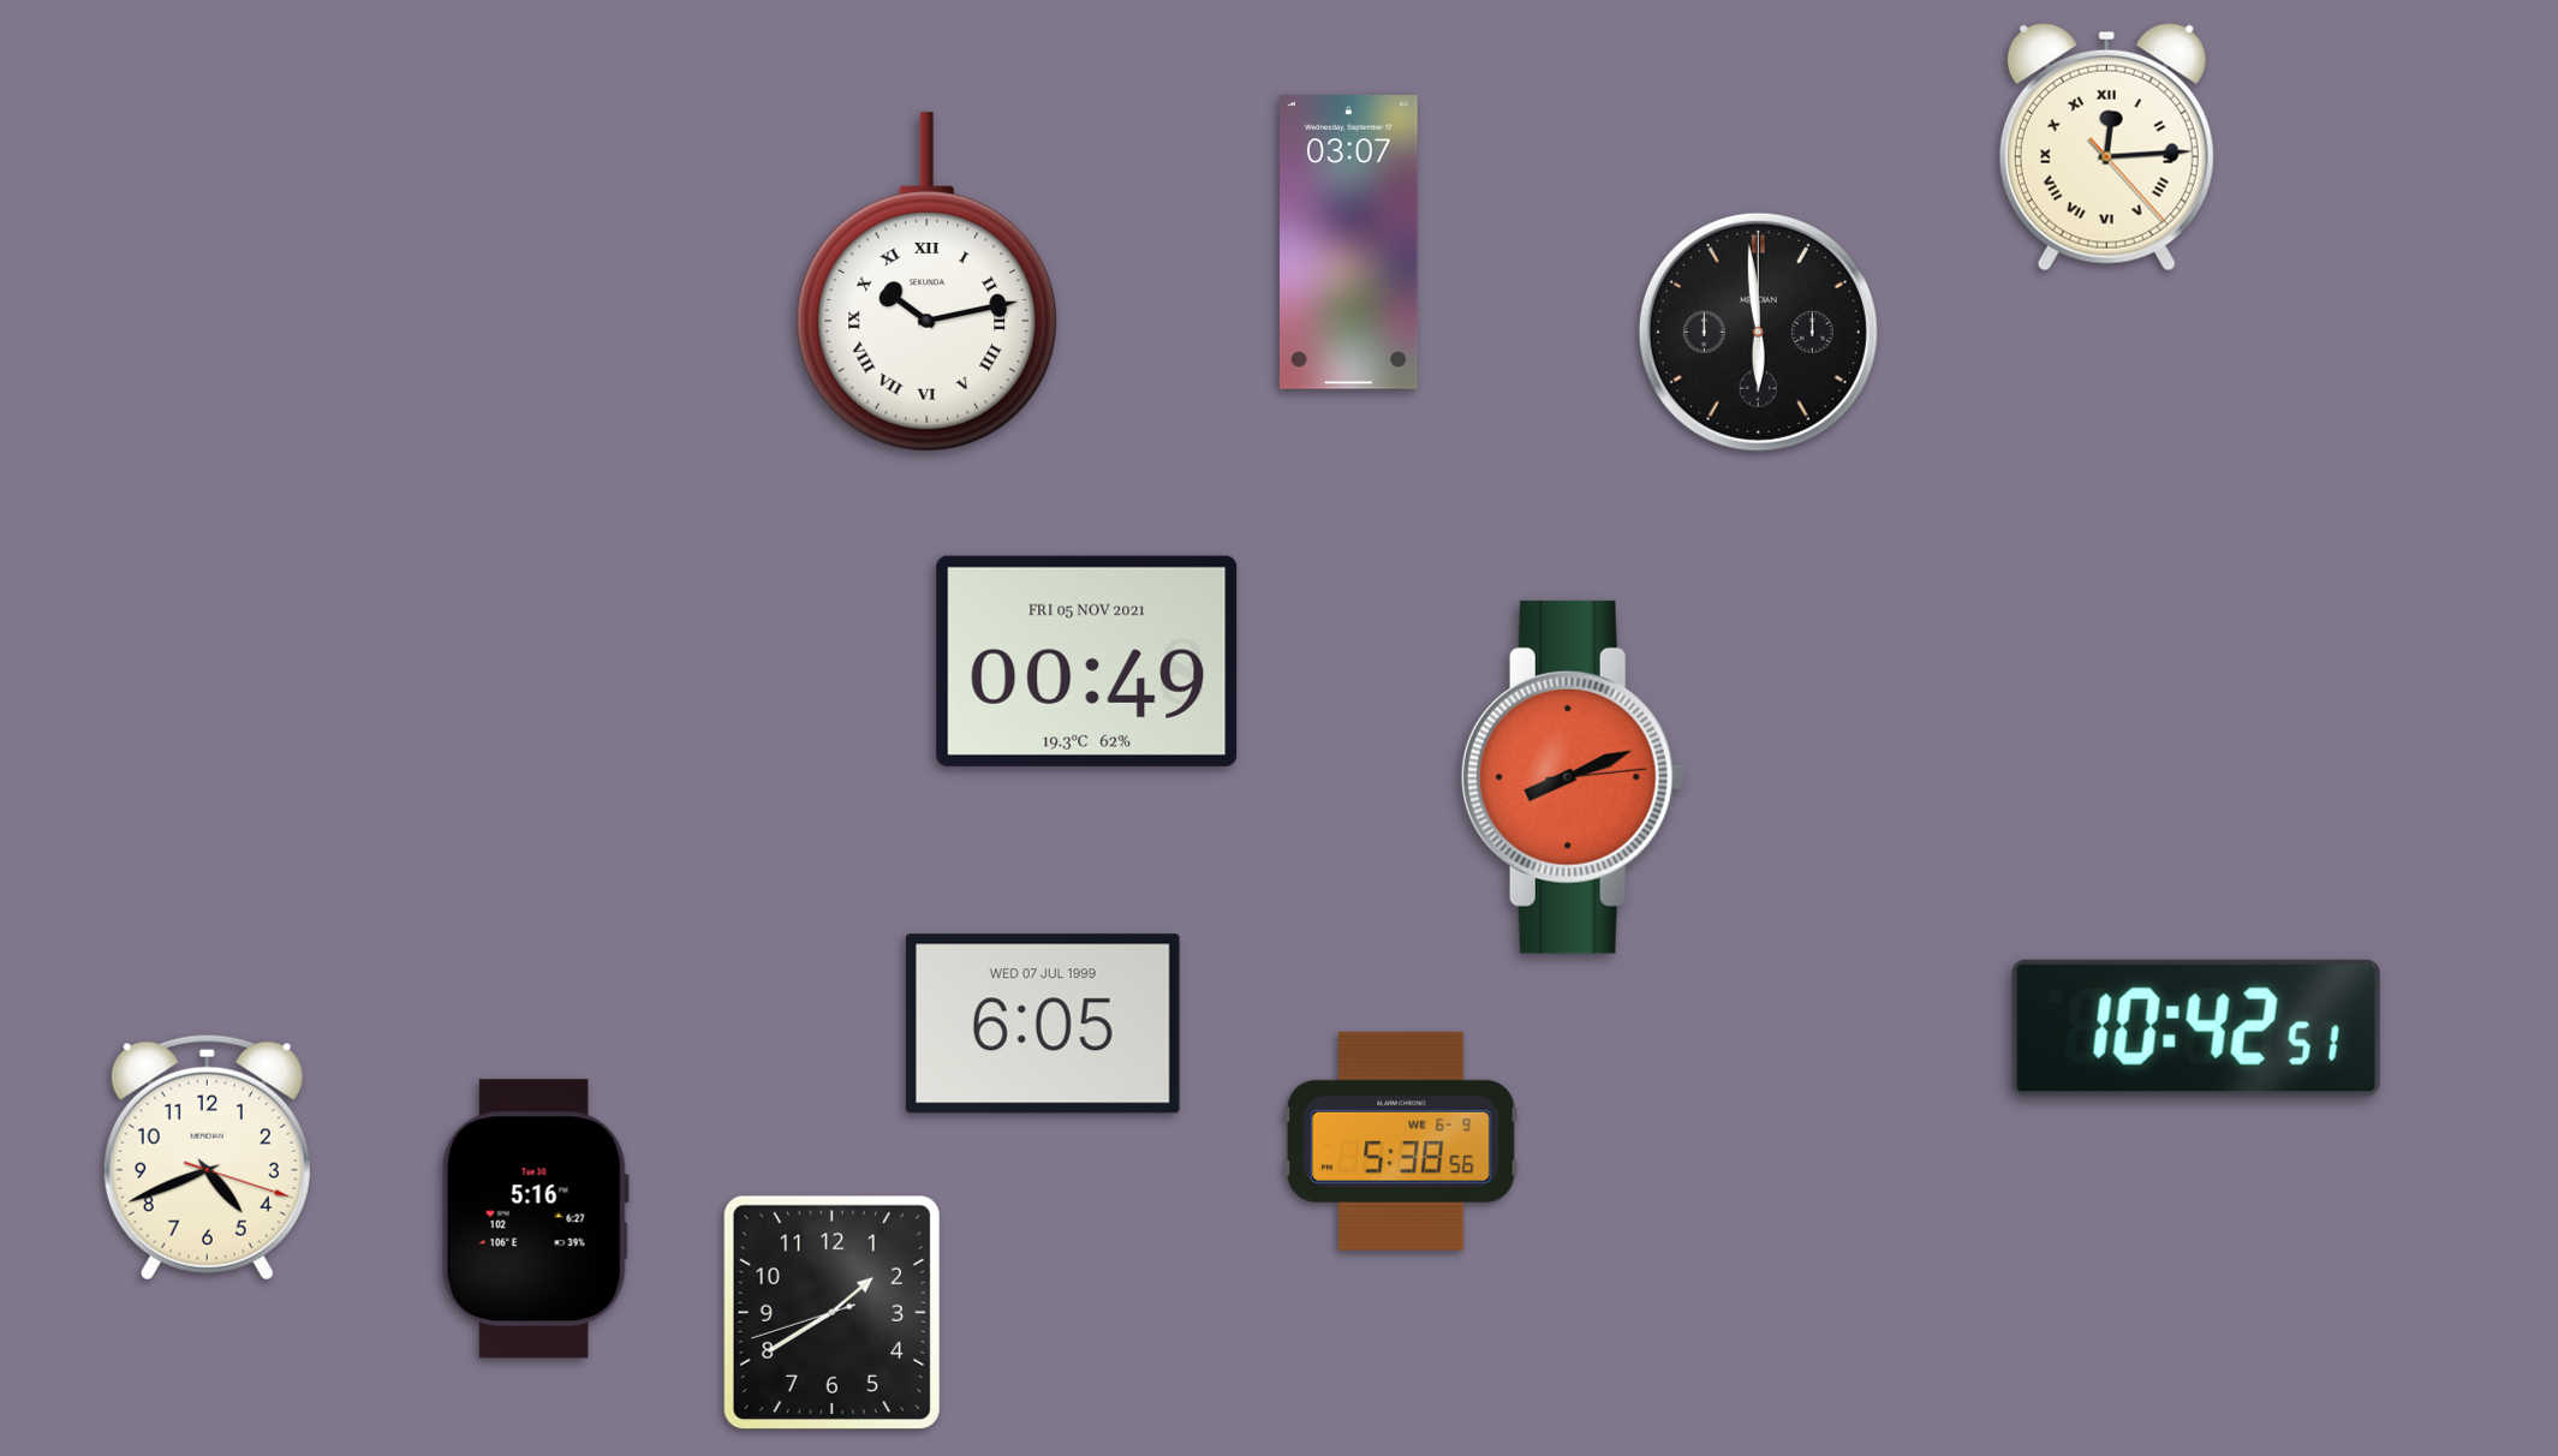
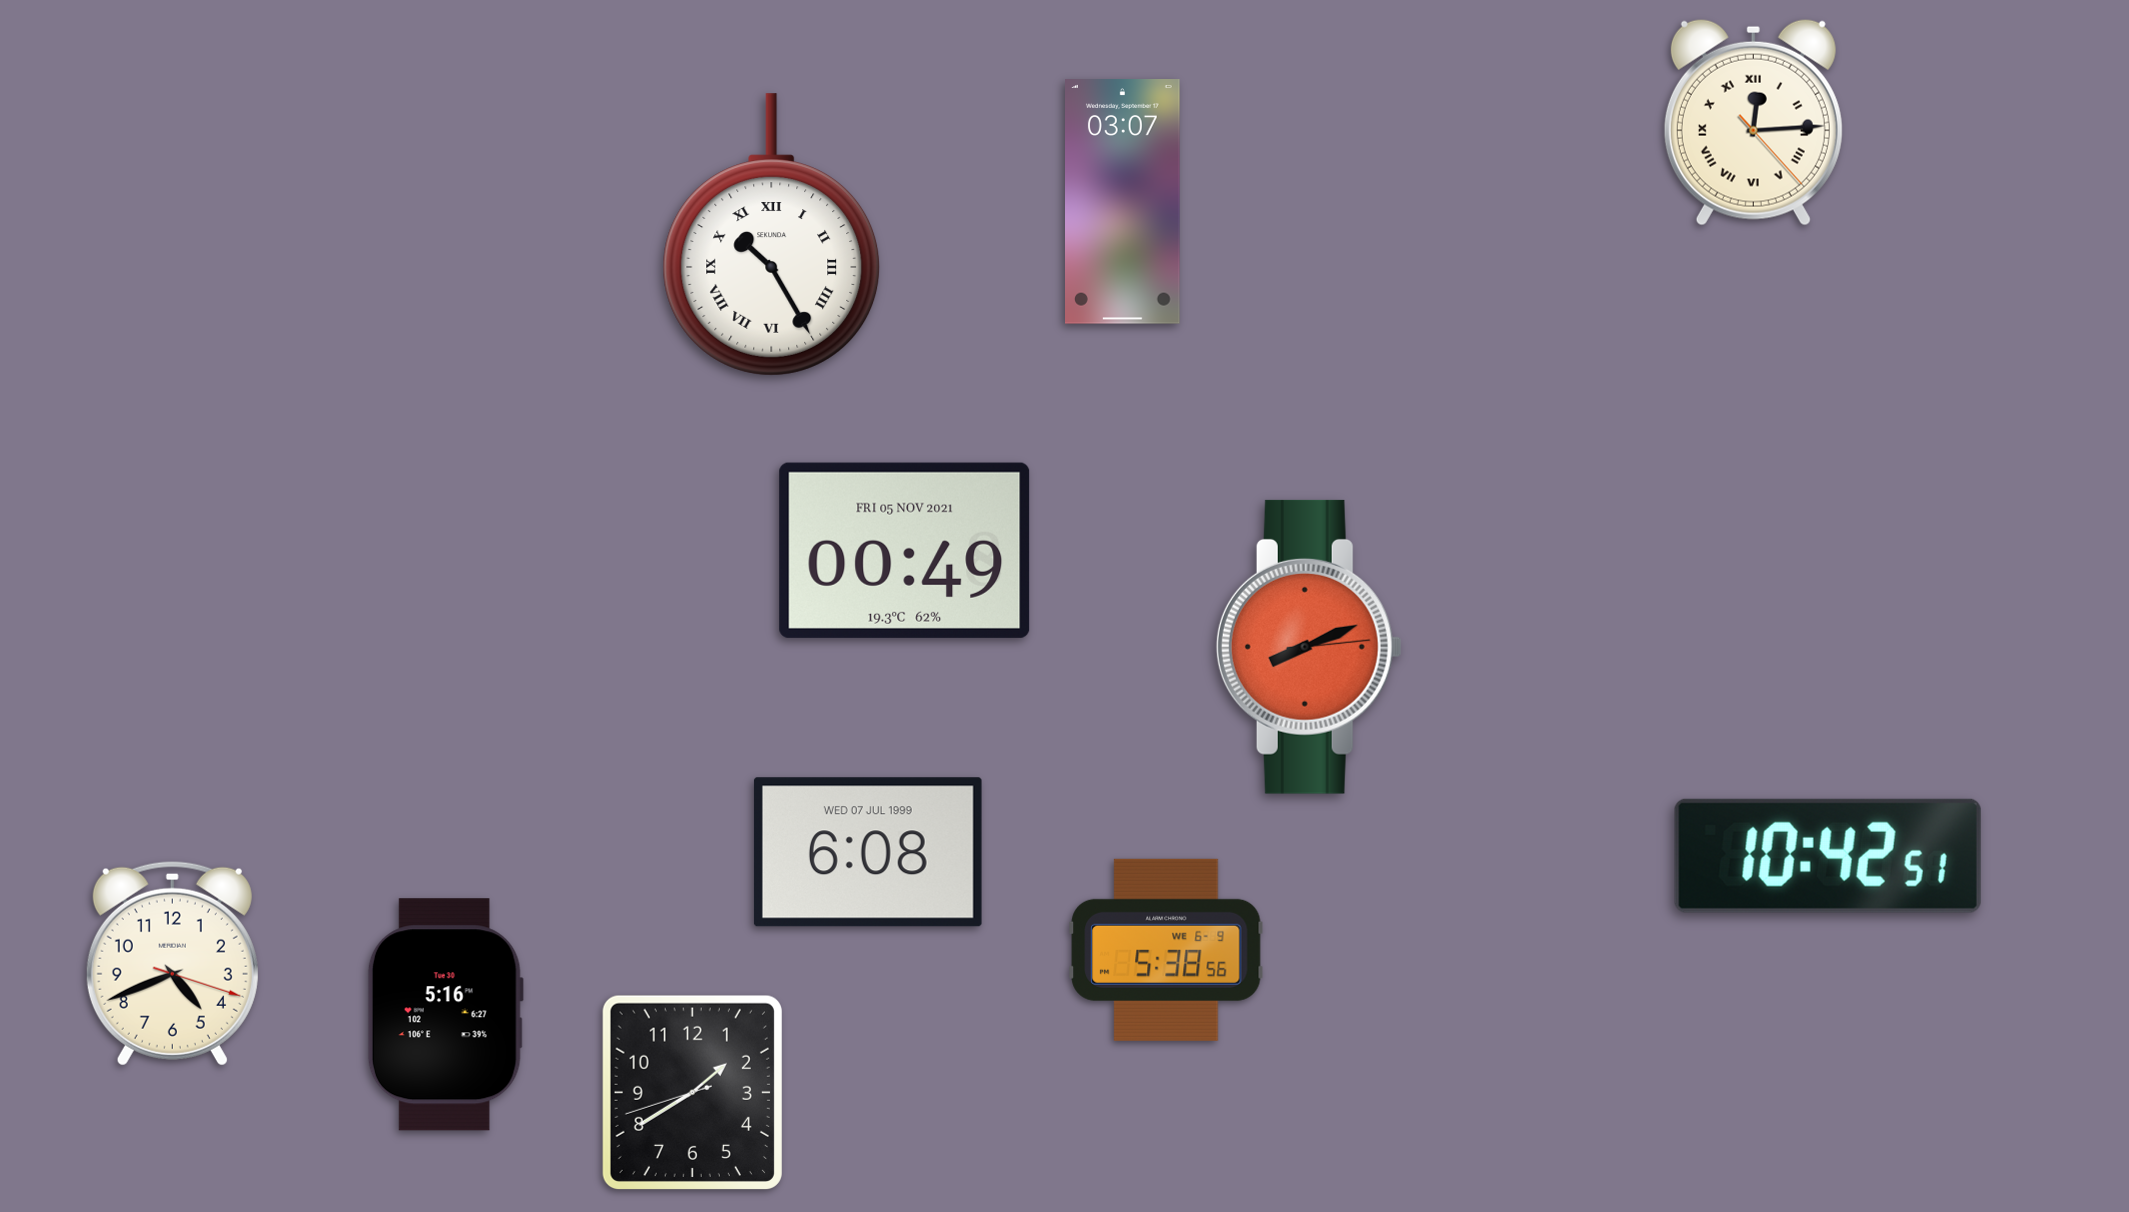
clock at (928, 282): 10:13 -> 10:25
clock at (1758, 332): 5:59 -> none
clock at (1043, 1024): 6:05 -> 6:08
